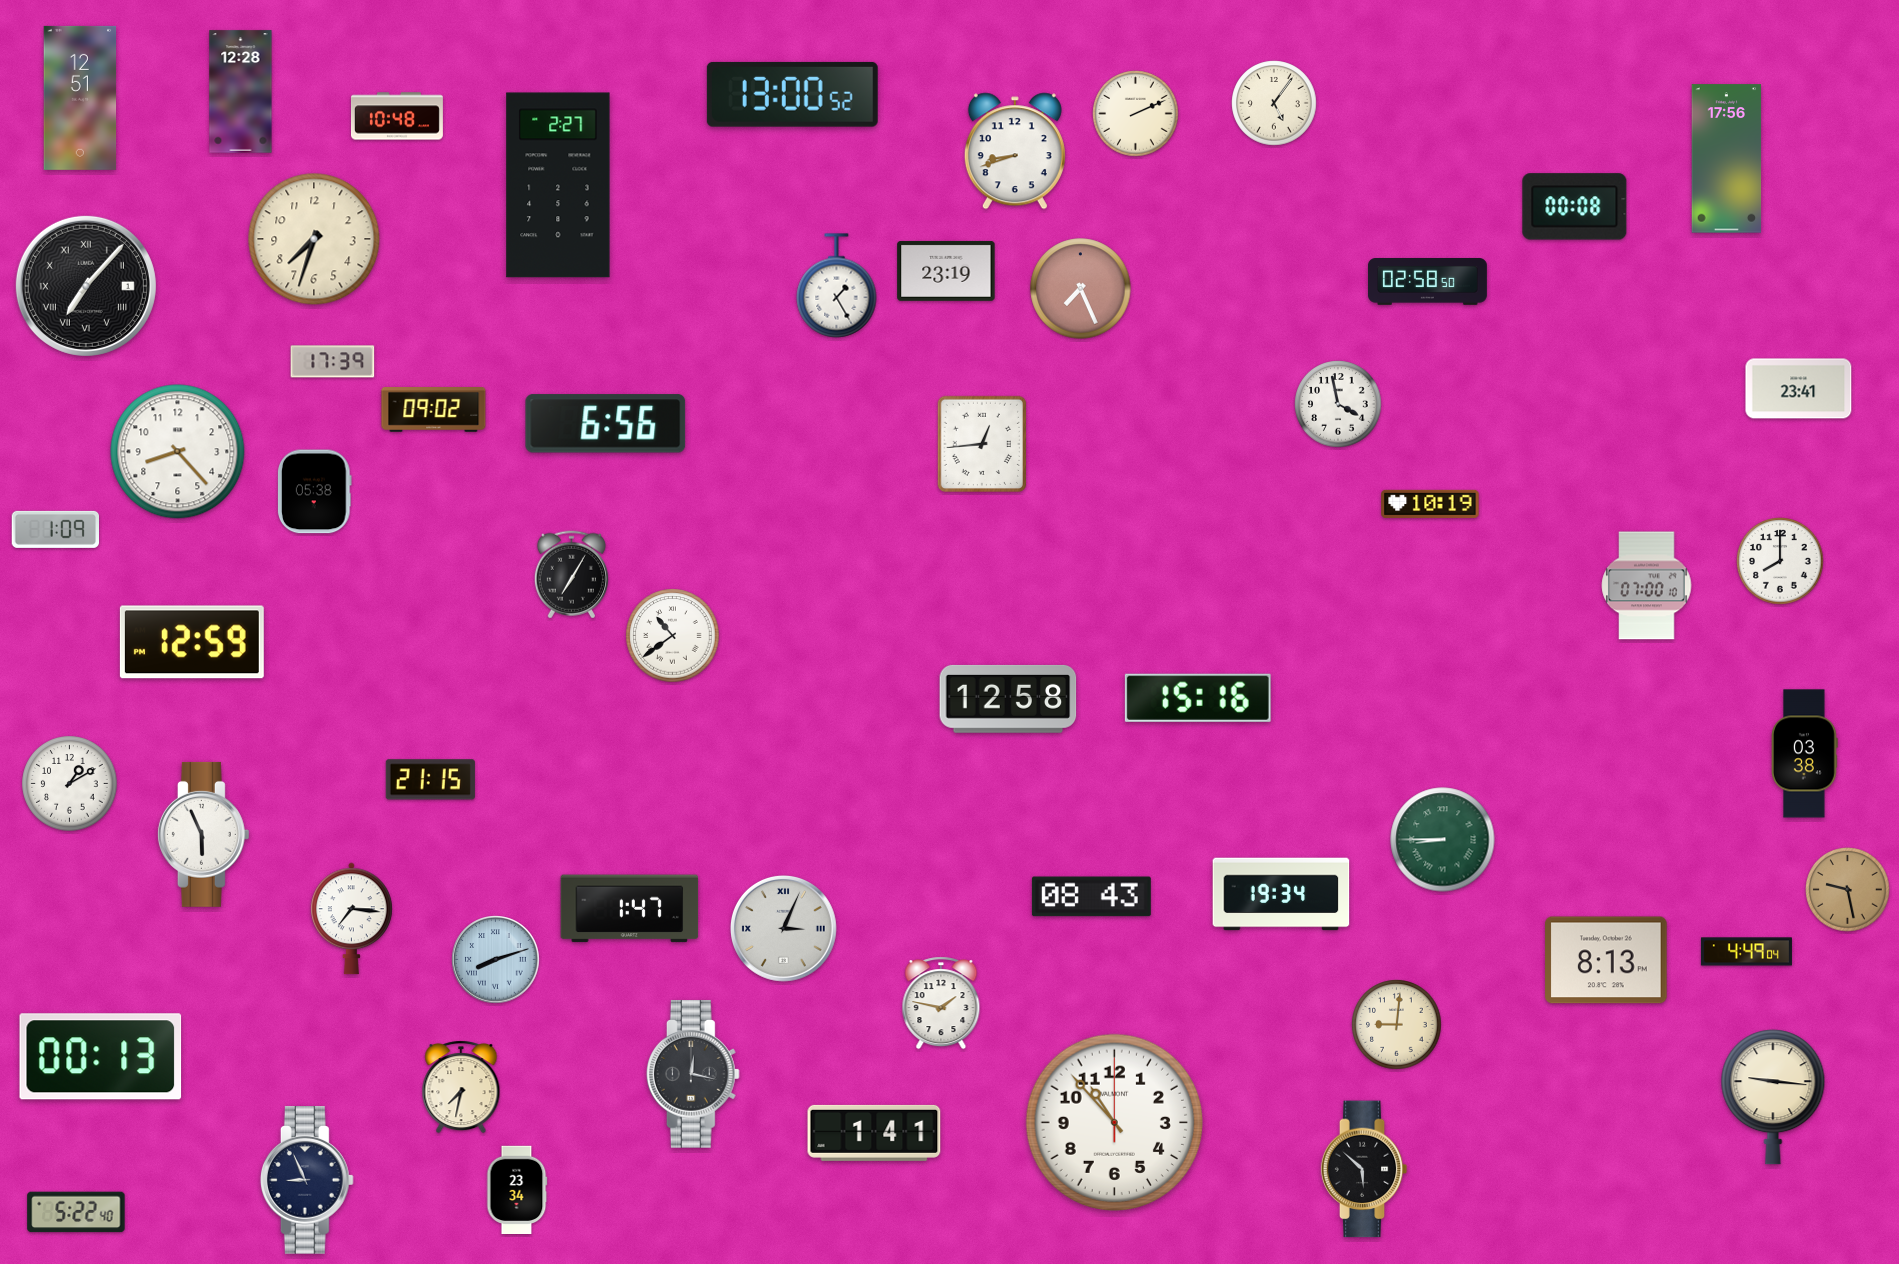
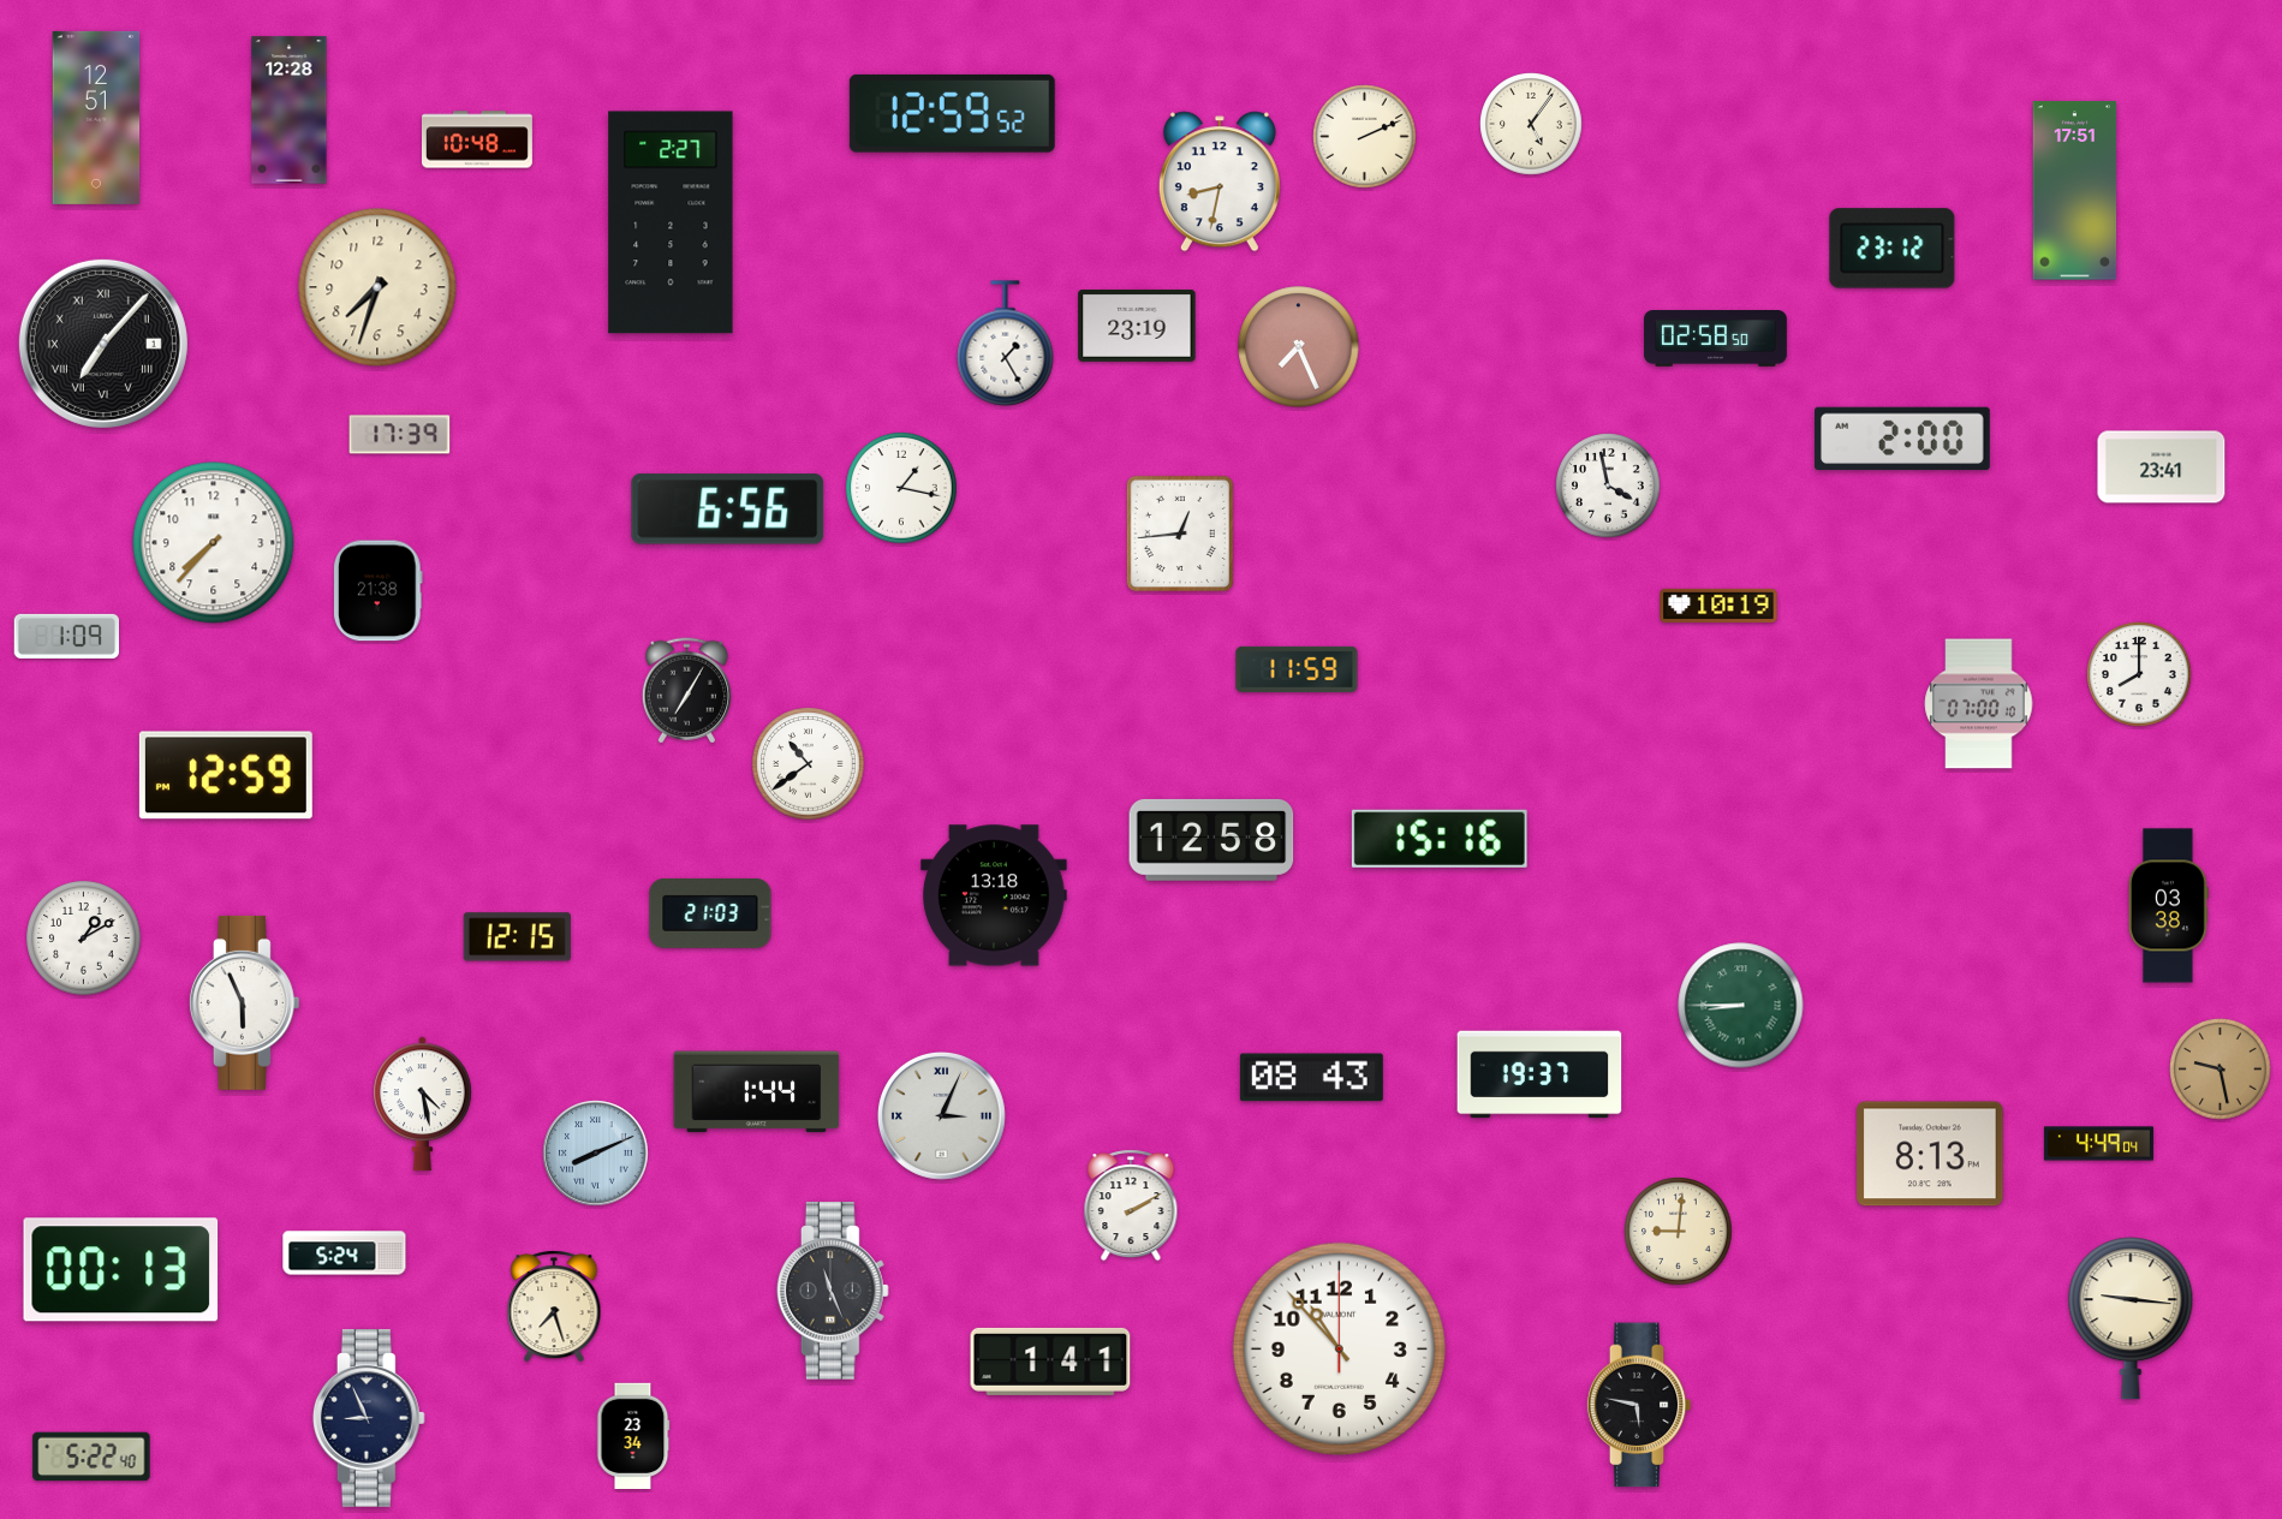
clock at (792, 94): 13:00 -> 12:59
clock at (1015, 151): 8:42 -> 8:32
clock at (1727, 159): 17:56 -> 17:51
clock at (1575, 207): 00:08 -> 23:12
clock at (1902, 439): none -> 2:00
clock at (901, 488): none -> 1:17
clock at (434, 410): 09:02 -> none
clock at (178, 452): 8:23 -> 7:37
clock at (314, 492): 05:38 -> 21:38
clock at (1297, 669): none -> 11:59
clock at (192, 642) position: (192, 642) -> (226, 775)
clock at (994, 895): none -> 13:18
clock at (710, 913): none -> 21:03
clock at (430, 780): 21:15 -> 12:15
clock at (70, 784) position: (70, 784) -> (84, 939)
clock at (1443, 840) position: (1443, 840) -> (1741, 1006)
clock at (1281, 894): 19:34 -> 19:37
clock at (630, 909): 1:47 -> 1:44
clock at (352, 919): 7:16 -> 4:28
clock at (496, 960): 8:12 -> 8:11
clock at (941, 1003): 1:47 -> 2:10
clock at (345, 1253): none -> 5:24
clock at (693, 1074): 12:17 -> 11:26
clock at (461, 1087): 7:32 -> 7:27
clock at (1364, 1169): 5:52 -> 5:47
clock at (517, 1189) position: (517, 1189) -> (633, 1435)
